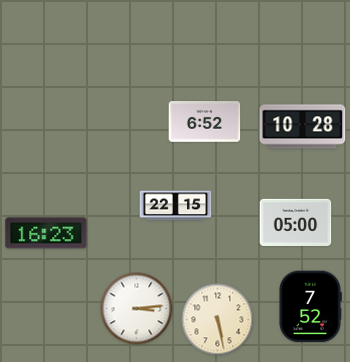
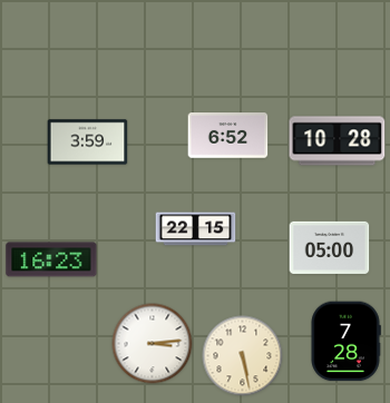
clock at (88, 142): none -> 3:59
clock at (310, 307): 7:52 -> 7:28
